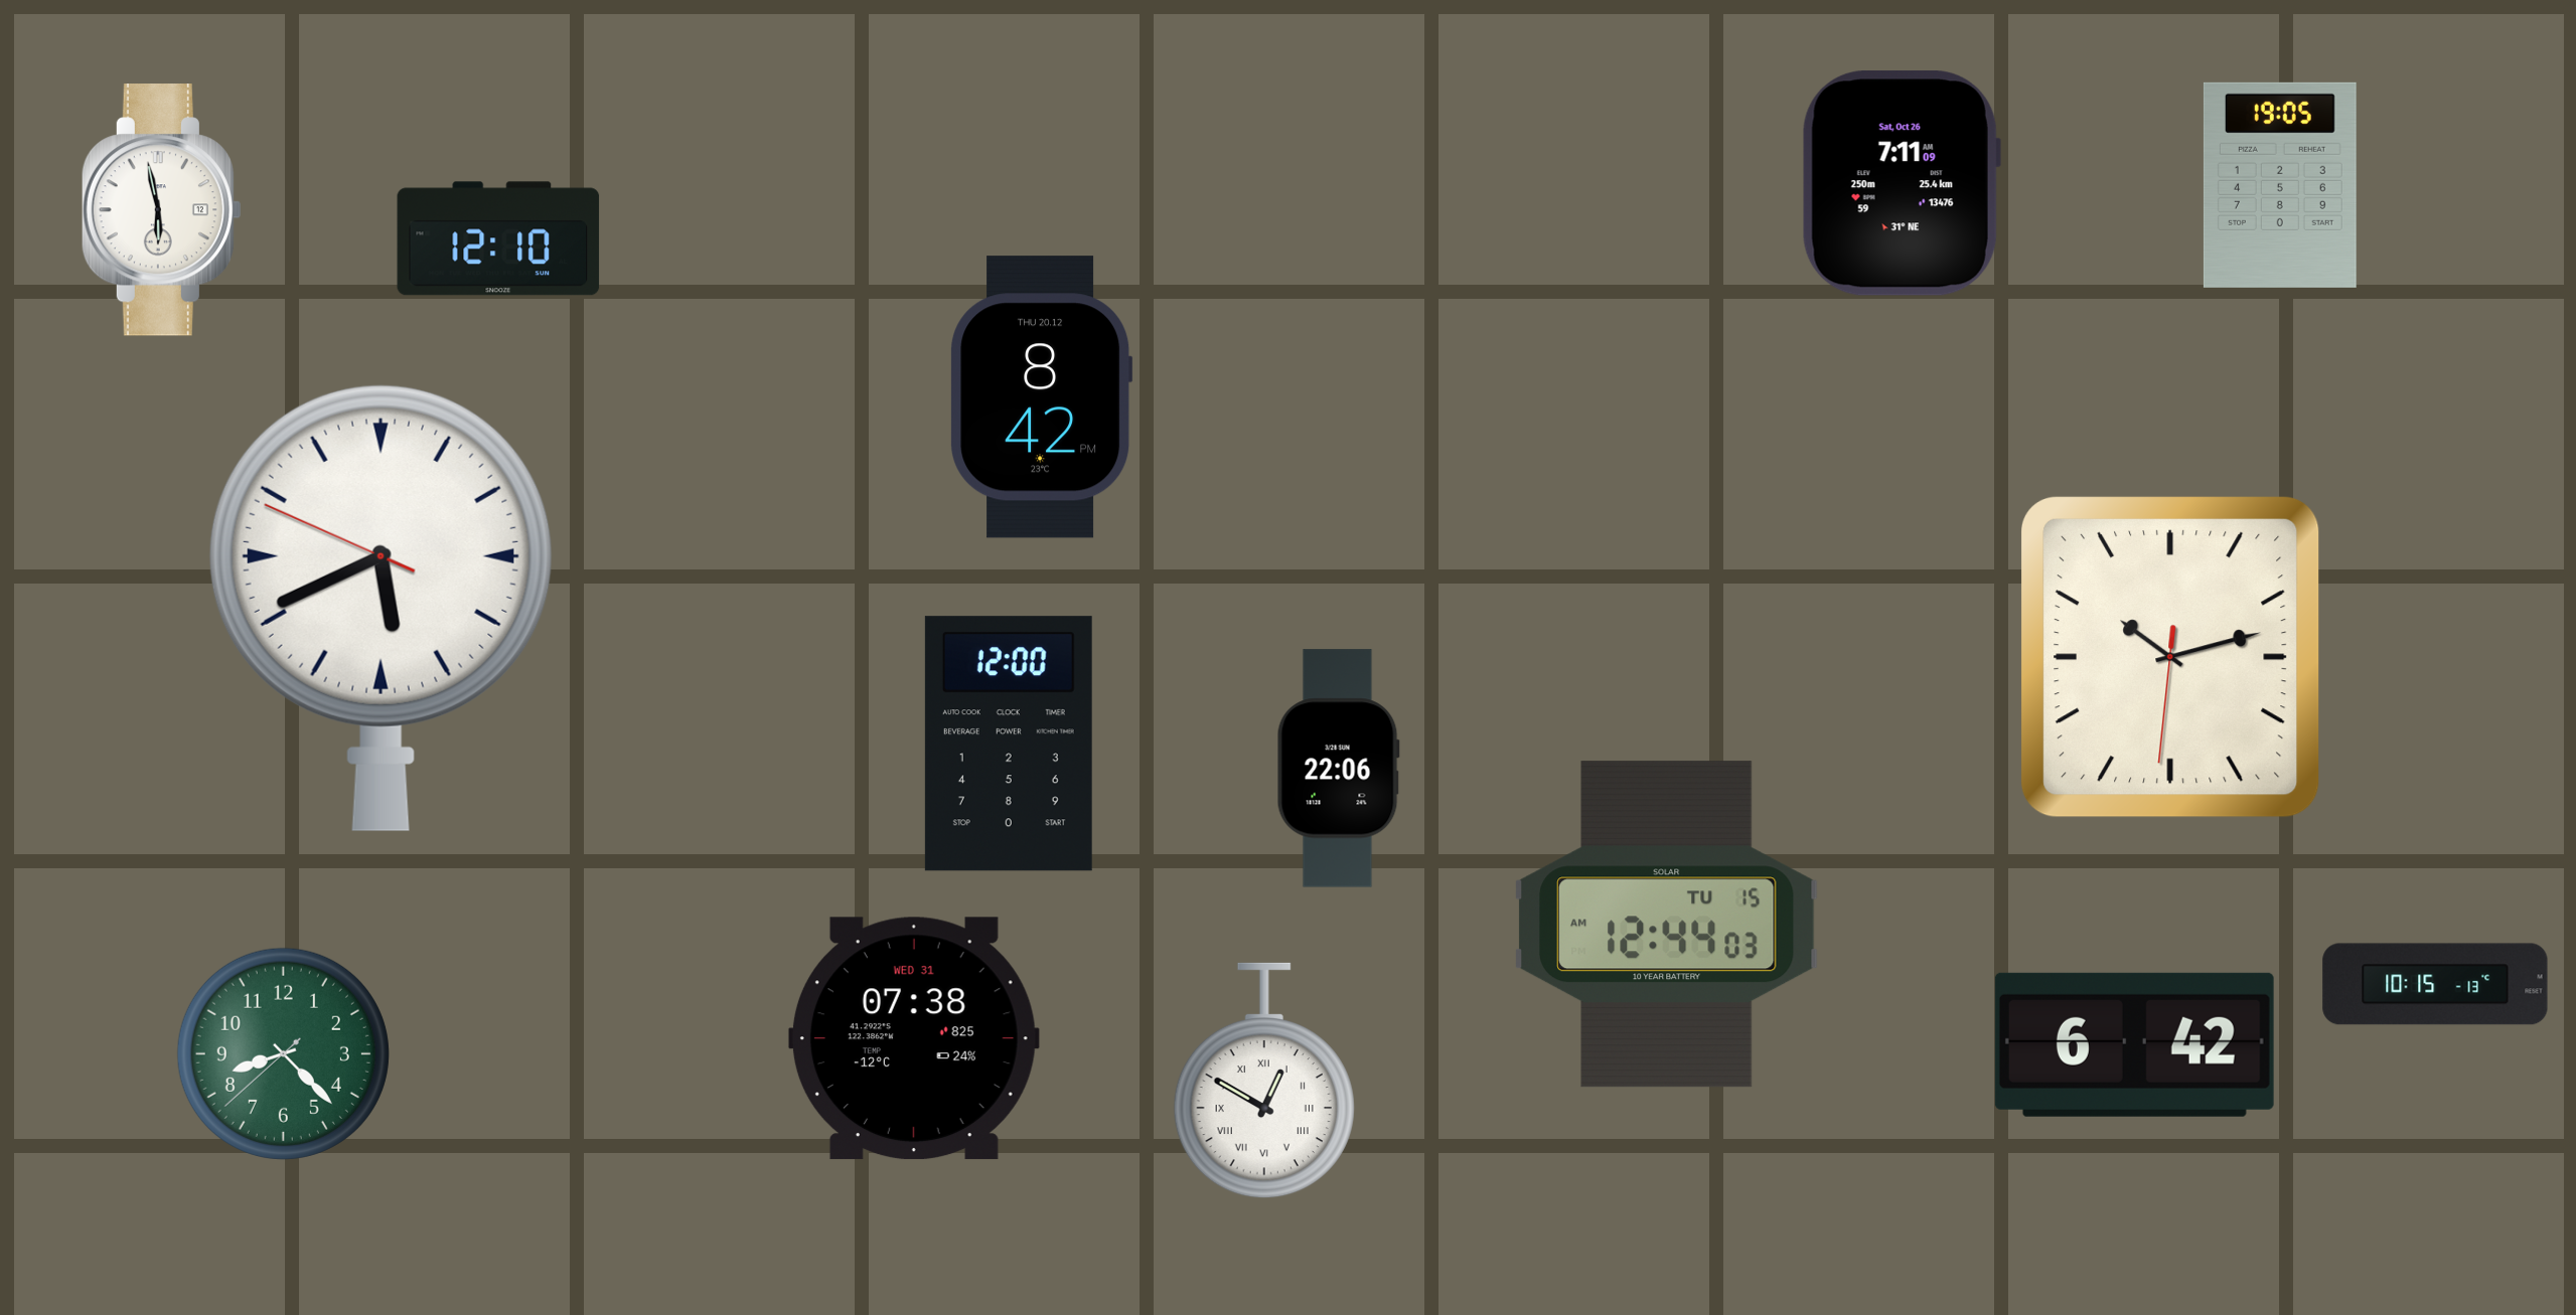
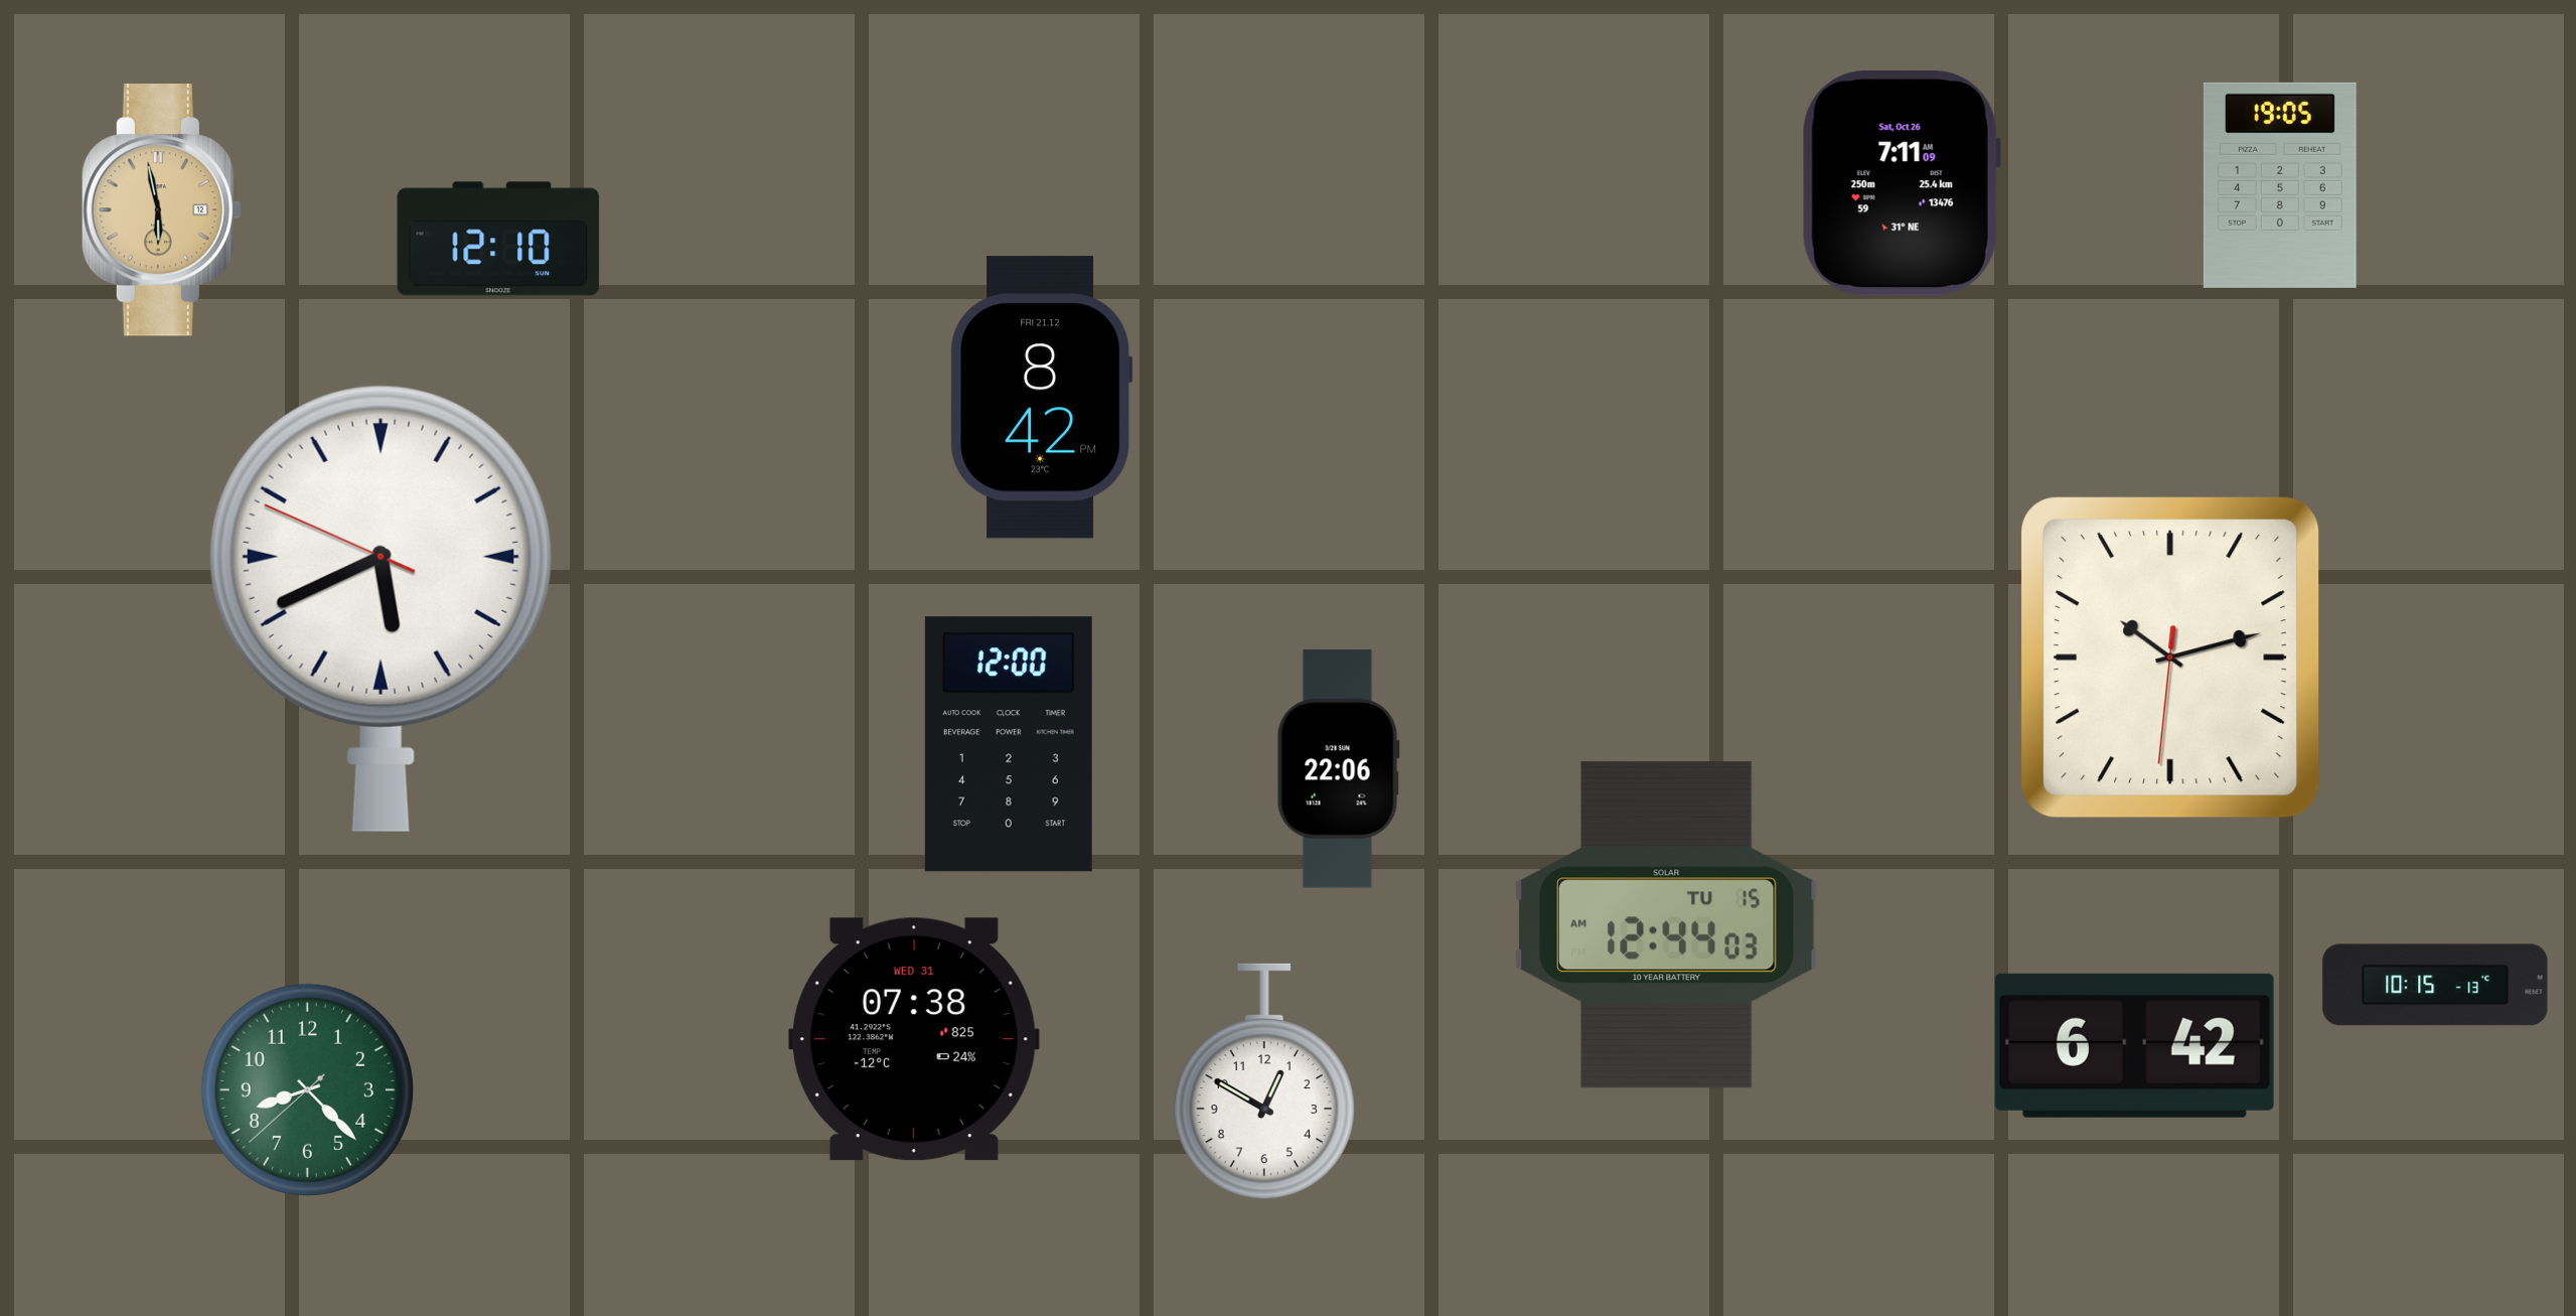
clock at (161, 210) dial: white -> champagne
clock at (1042, 397) date: THU 20.12 -> FRI 21.12
clock at (283, 1053) position: (283, 1053) -> (307, 1089)
clock at (1264, 1081) numerals: Roman -> Arabic
